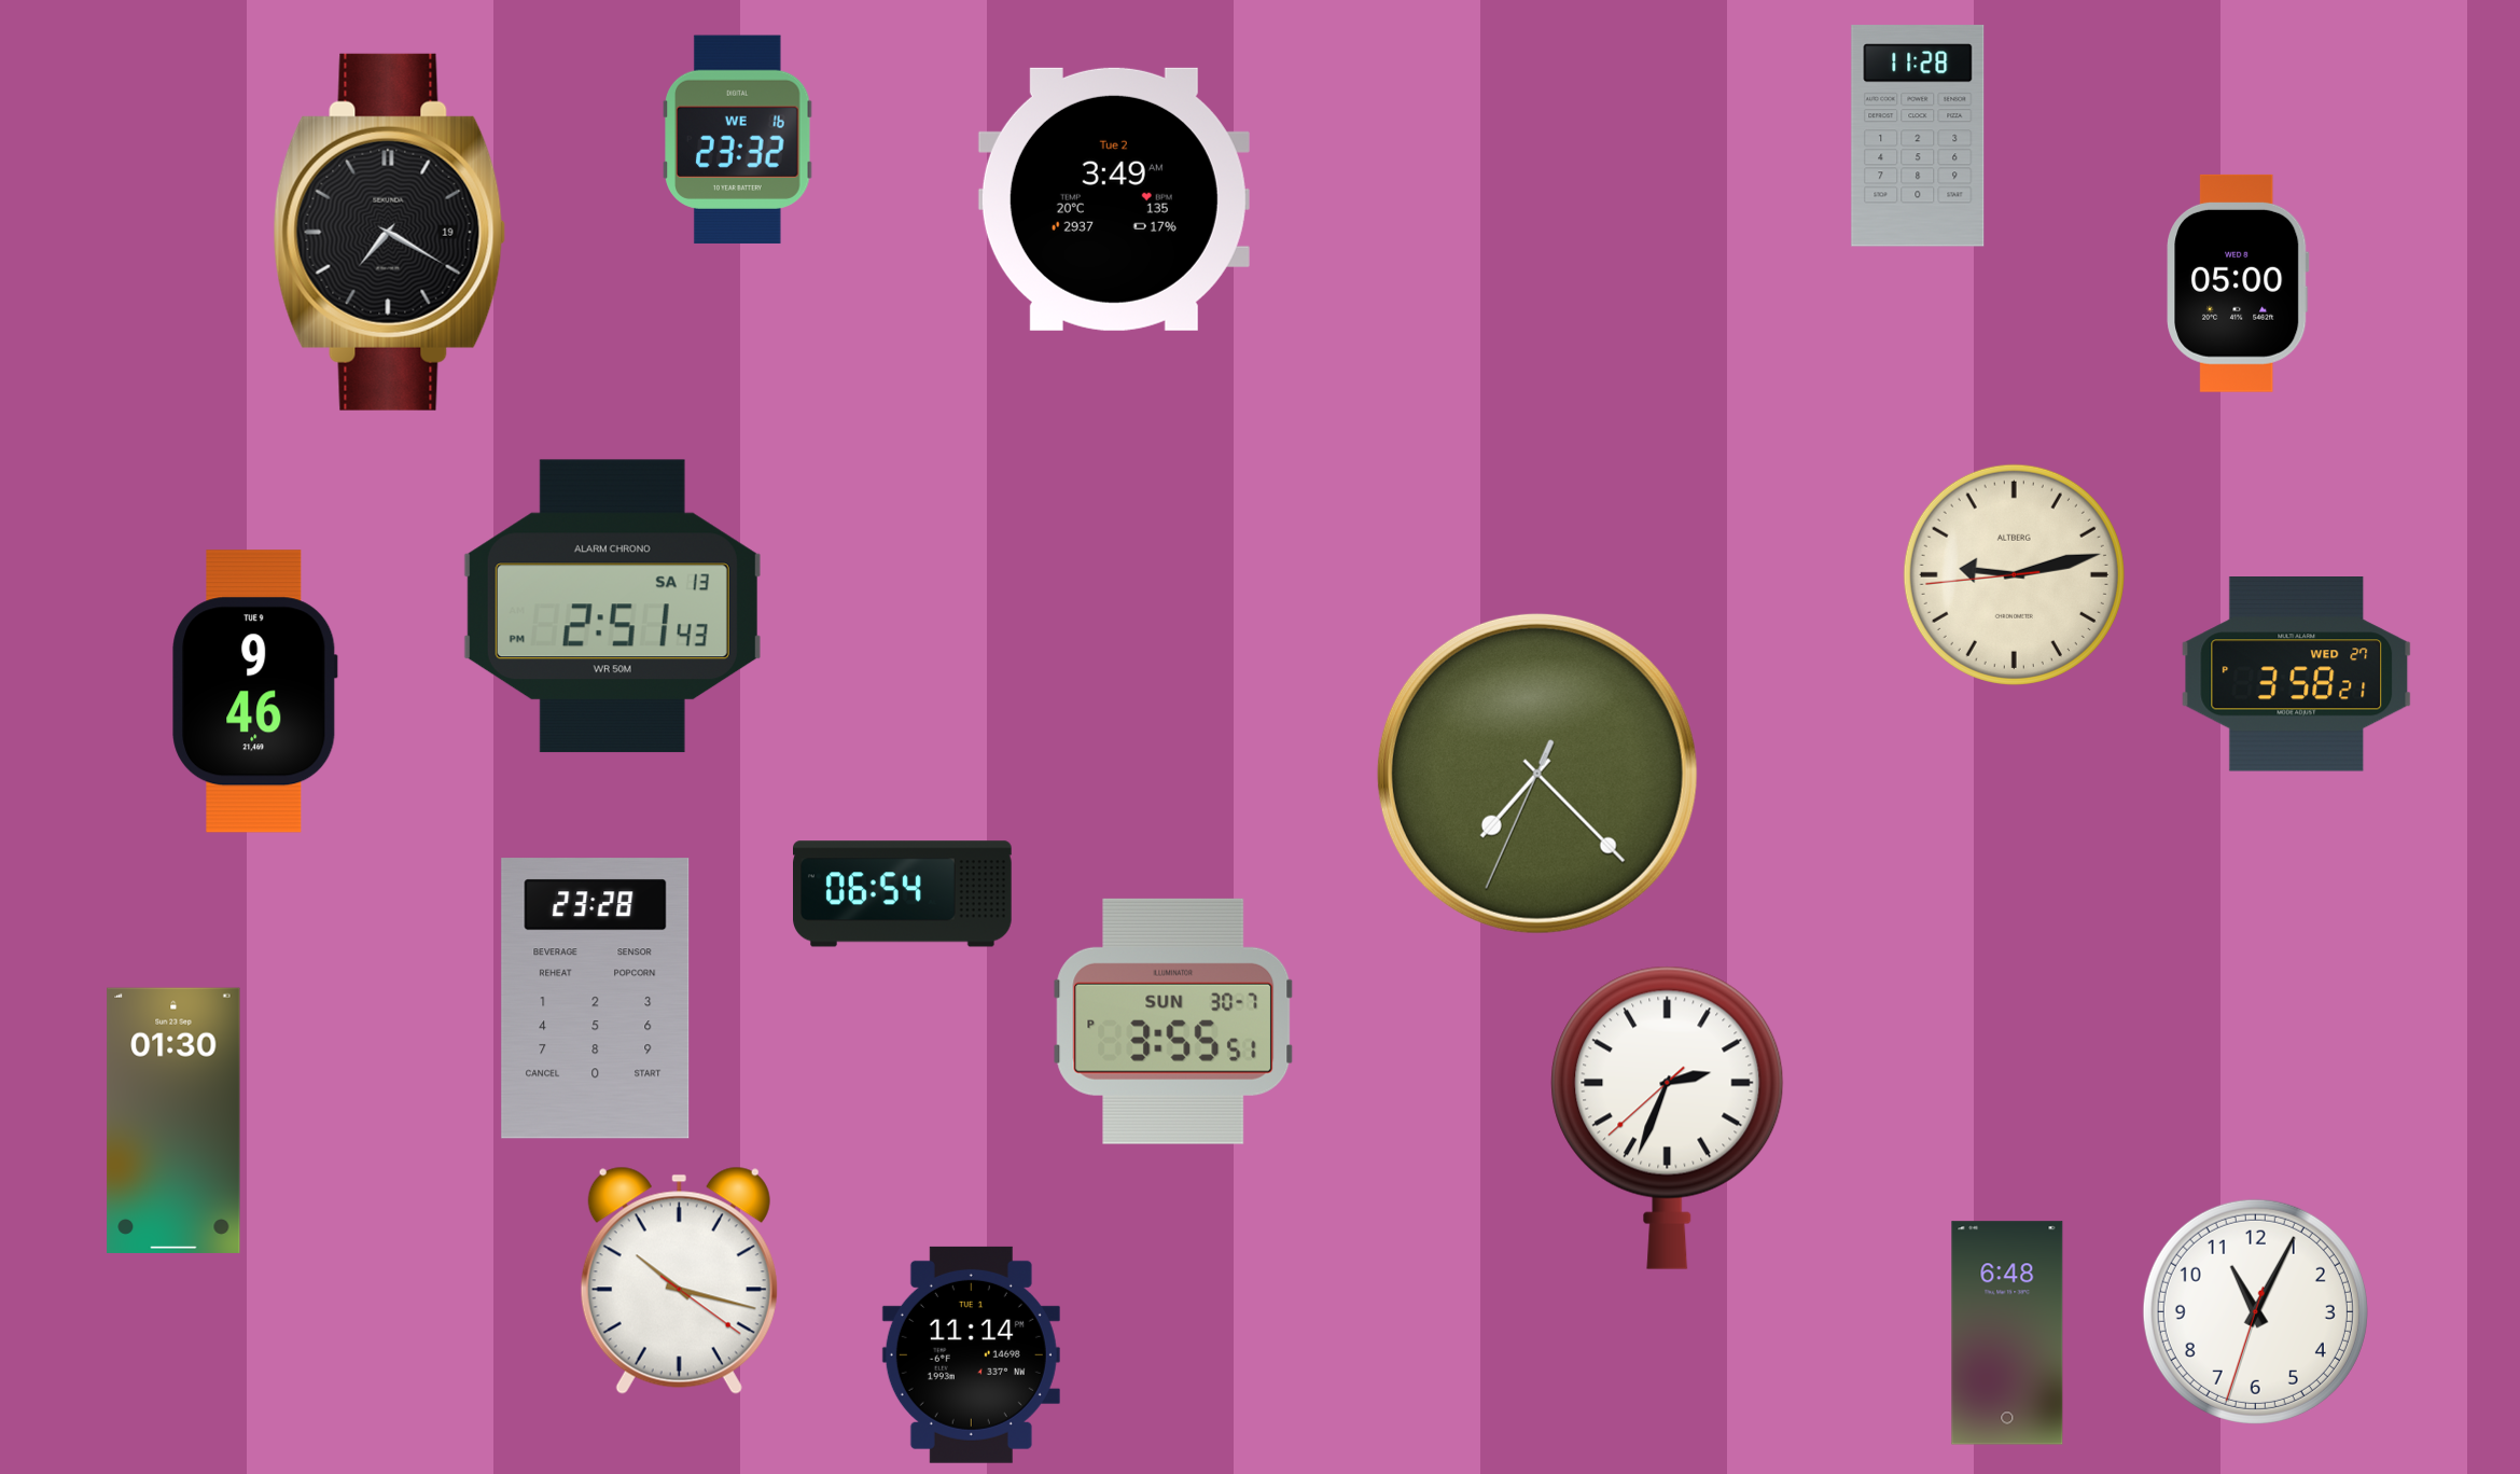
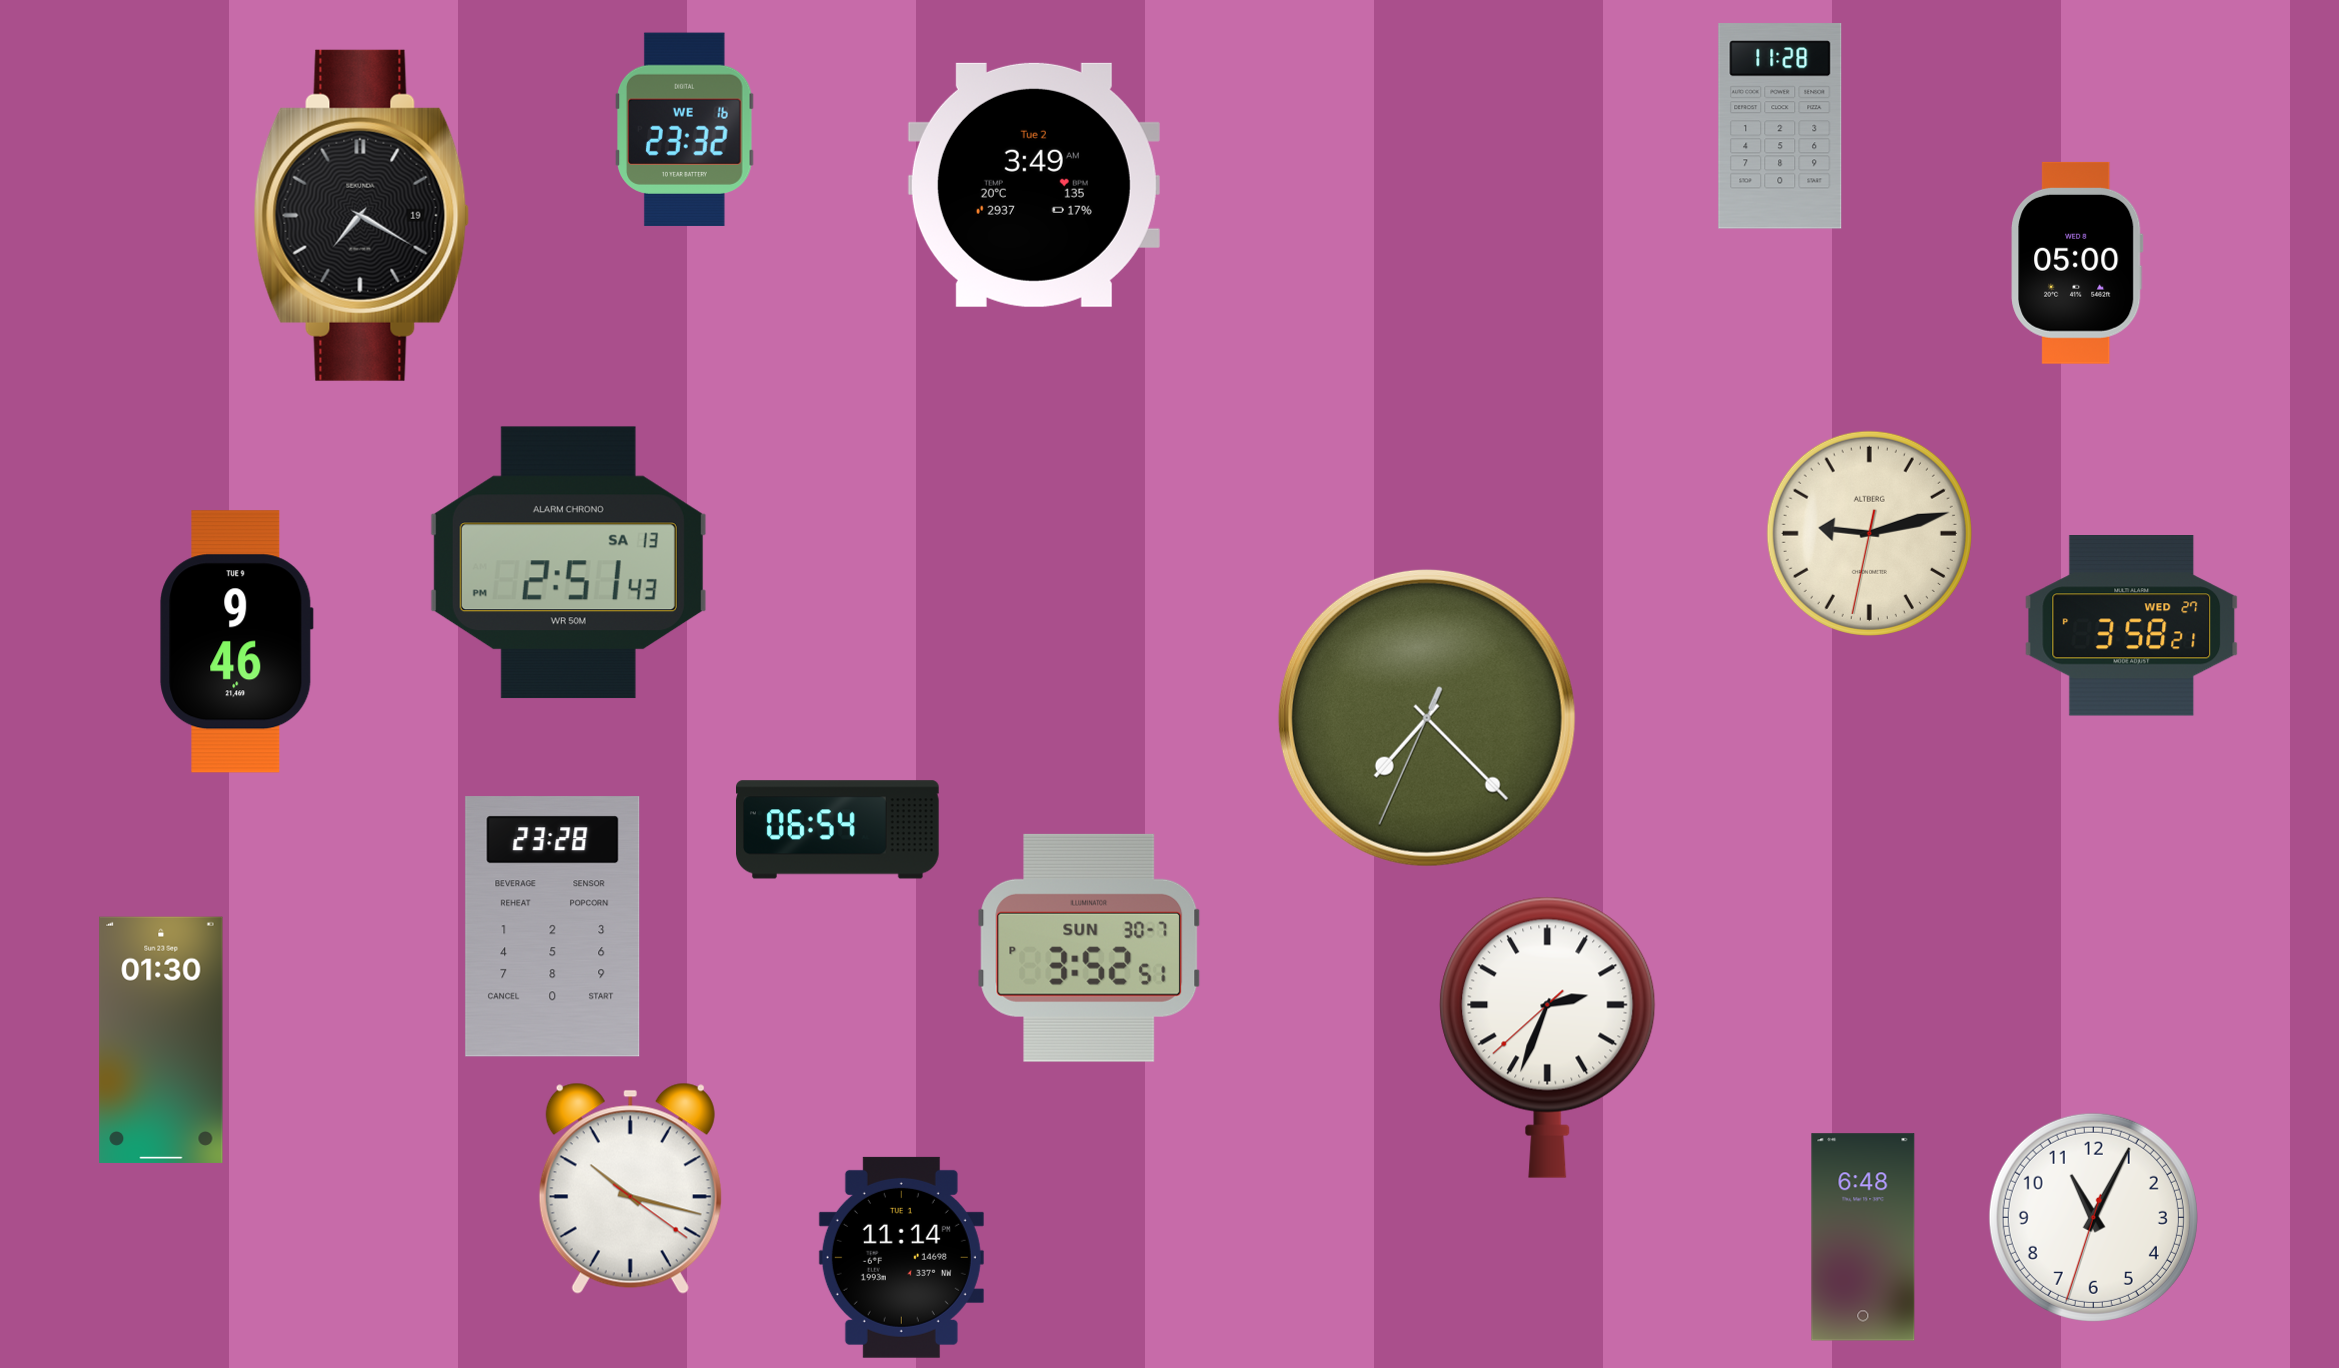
clock at (2014, 574): 9:12:44 -> 9:12:32
clock at (1173, 1021): 3:55 -> 3:52
